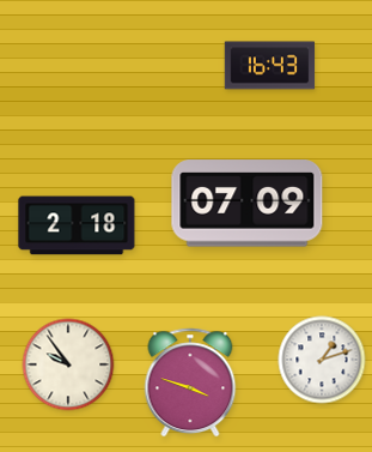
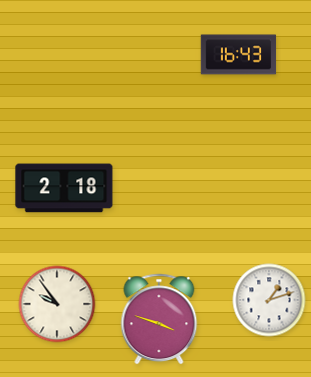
clock at (270, 66) position: (270, 66) -> (239, 55)
clock at (248, 204): 07:09 -> none
